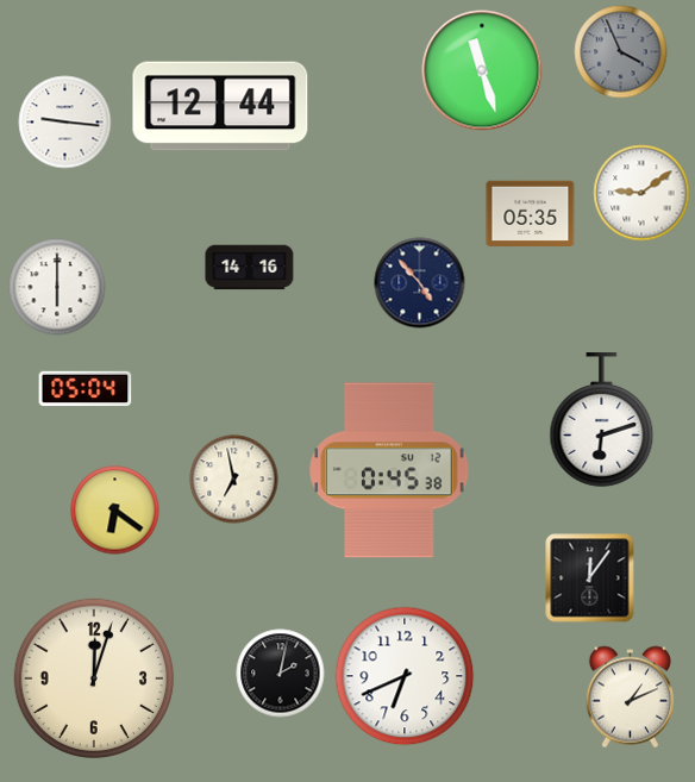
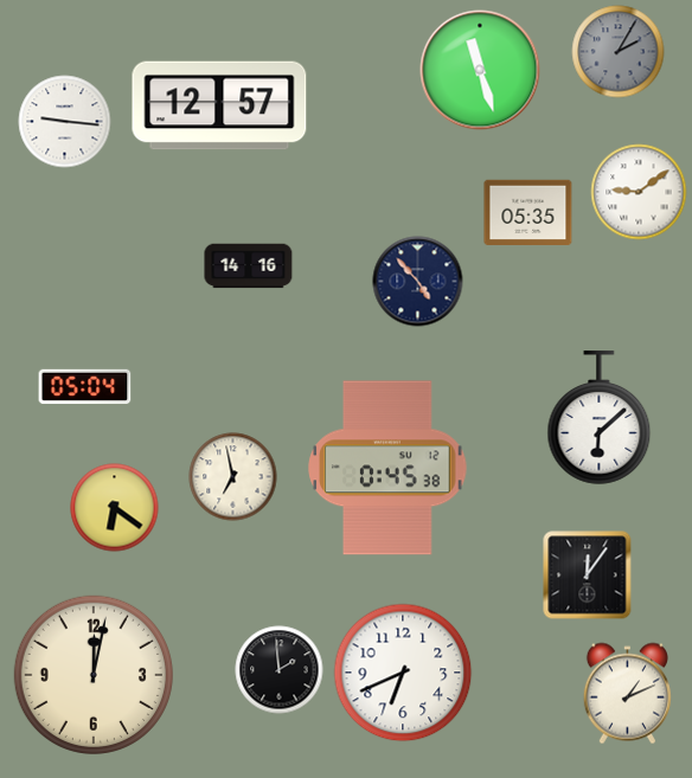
clock at (621, 52): 3:56 -> 2:05
clock at (220, 106): 12:44 -> 12:57
clock at (57, 287): 6:00 -> none
clock at (602, 420): 6:12 -> 6:08
clock at (281, 674): 2:02 -> 1:59
clock at (94, 678): 12:03 -> 12:02
